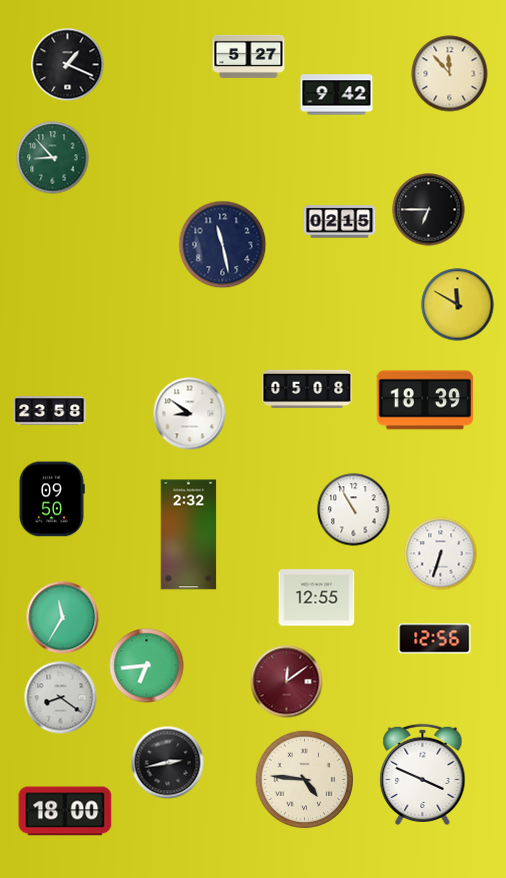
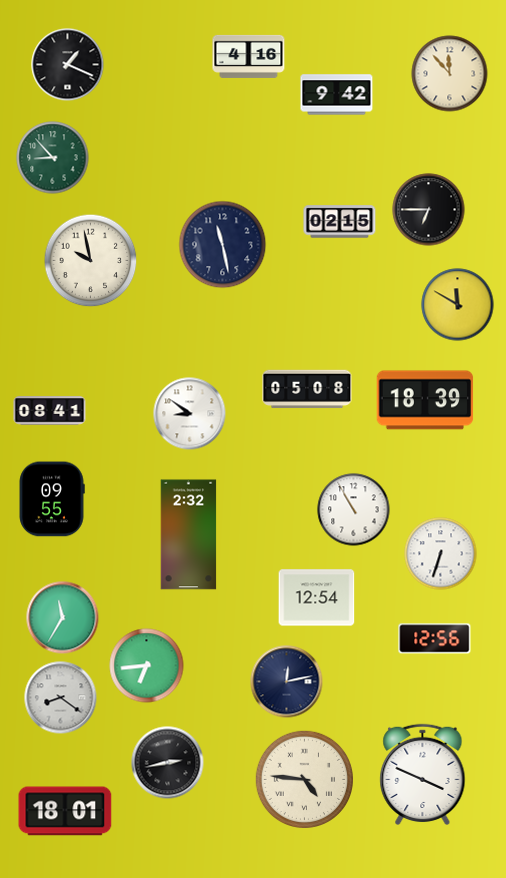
clock at (249, 56): 5:27 -> 4:16
clock at (91, 261): none -> 9:58
clock at (50, 411): 23:58 -> 08:41
clock at (52, 499): 09:50 -> 09:55
clock at (317, 598): 12:55 -> 12:54
clock at (287, 682): 12:09 -> 12:13
clock at (287, 682) dial: burgundy -> navy
clock at (65, 811): 18:00 -> 18:01
